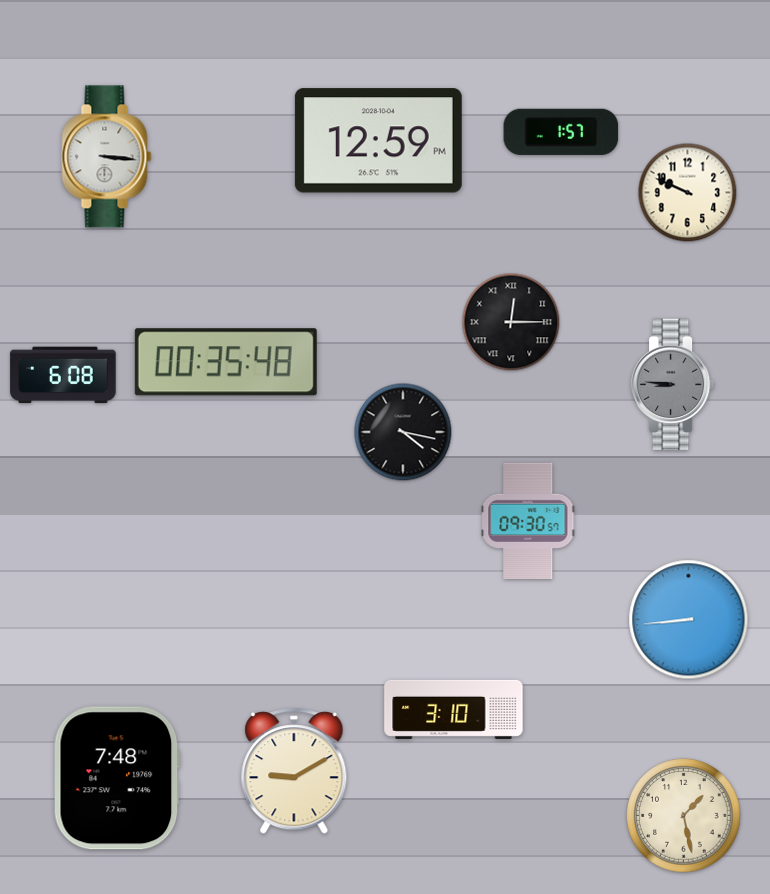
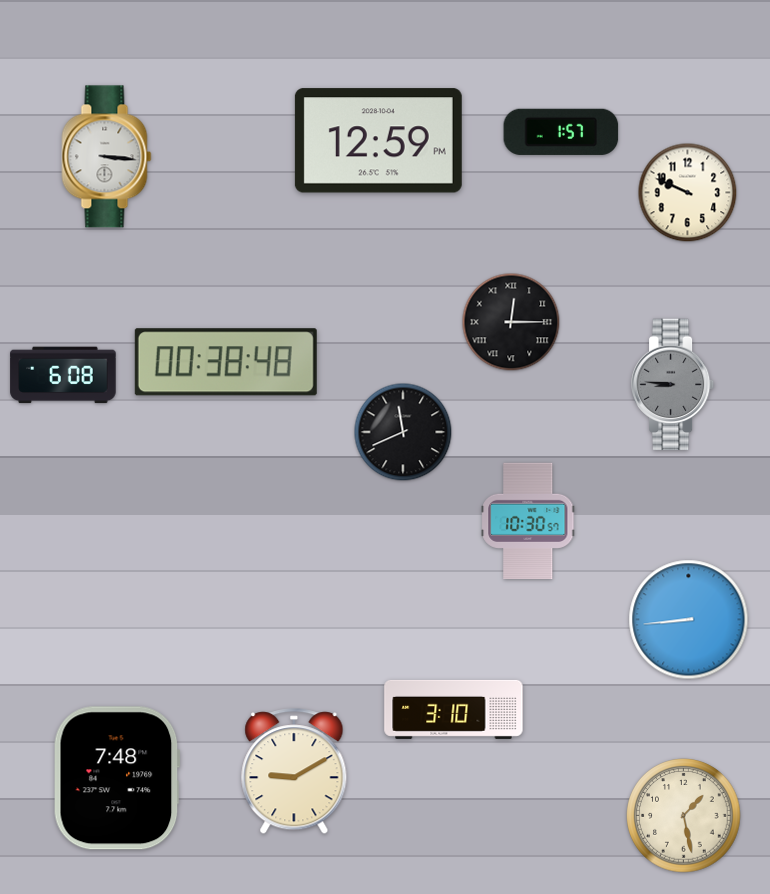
clock at (226, 362): 00:35 -> 00:38
clock at (403, 432): 4:17 -> 11:41
clock at (528, 521): 09:30 -> 10:30
